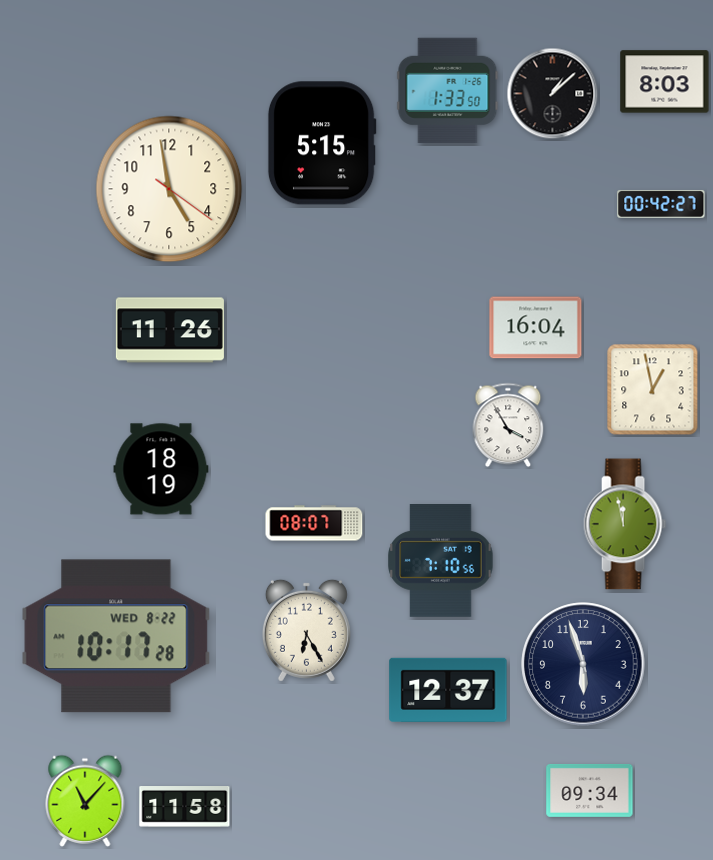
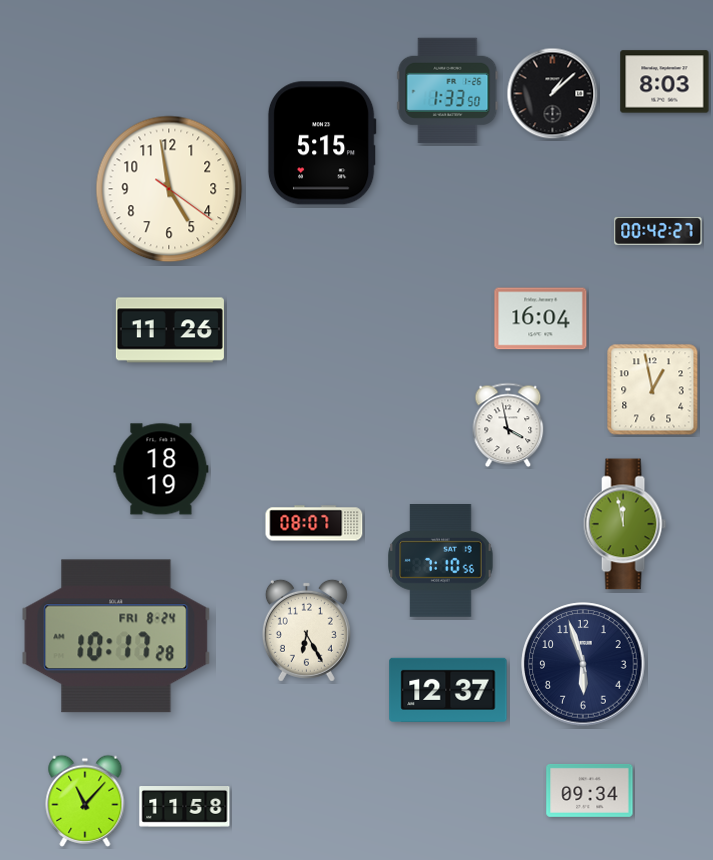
clock at (661, 204) position: (661, 204) -> (658, 231)
clock at (536, 328) position: (536, 328) -> (541, 319)
clock at (508, 425): 3:55 -> 3:58
clock at (116, 636) date: WED 8-22 -> FRI 8-24
